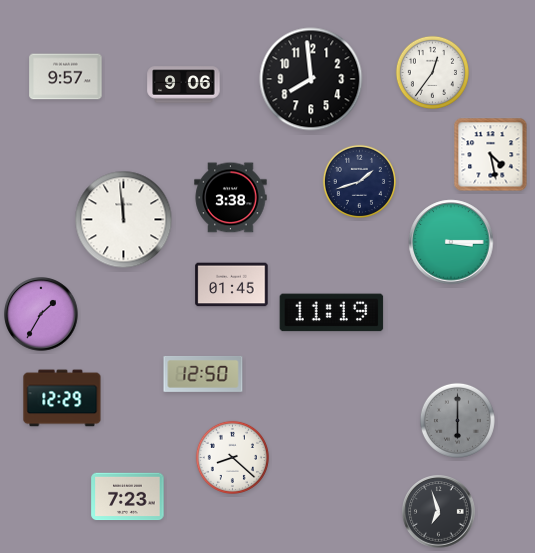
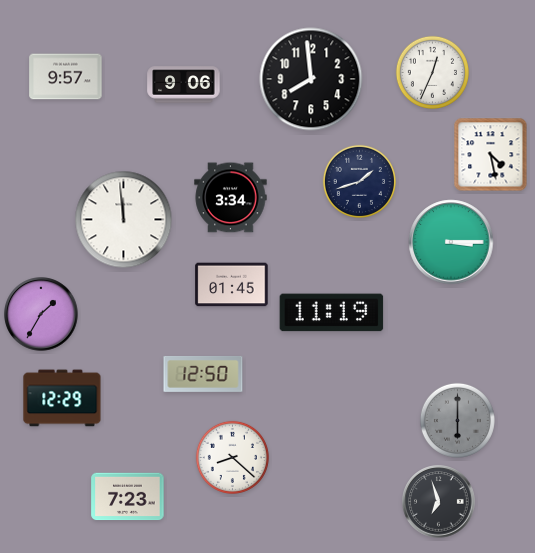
clock at (432, 72): 12:36 -> 12:34
clock at (231, 198): 3:38 -> 3:34
clock at (439, 512) position: (439, 512) -> (439, 502)
